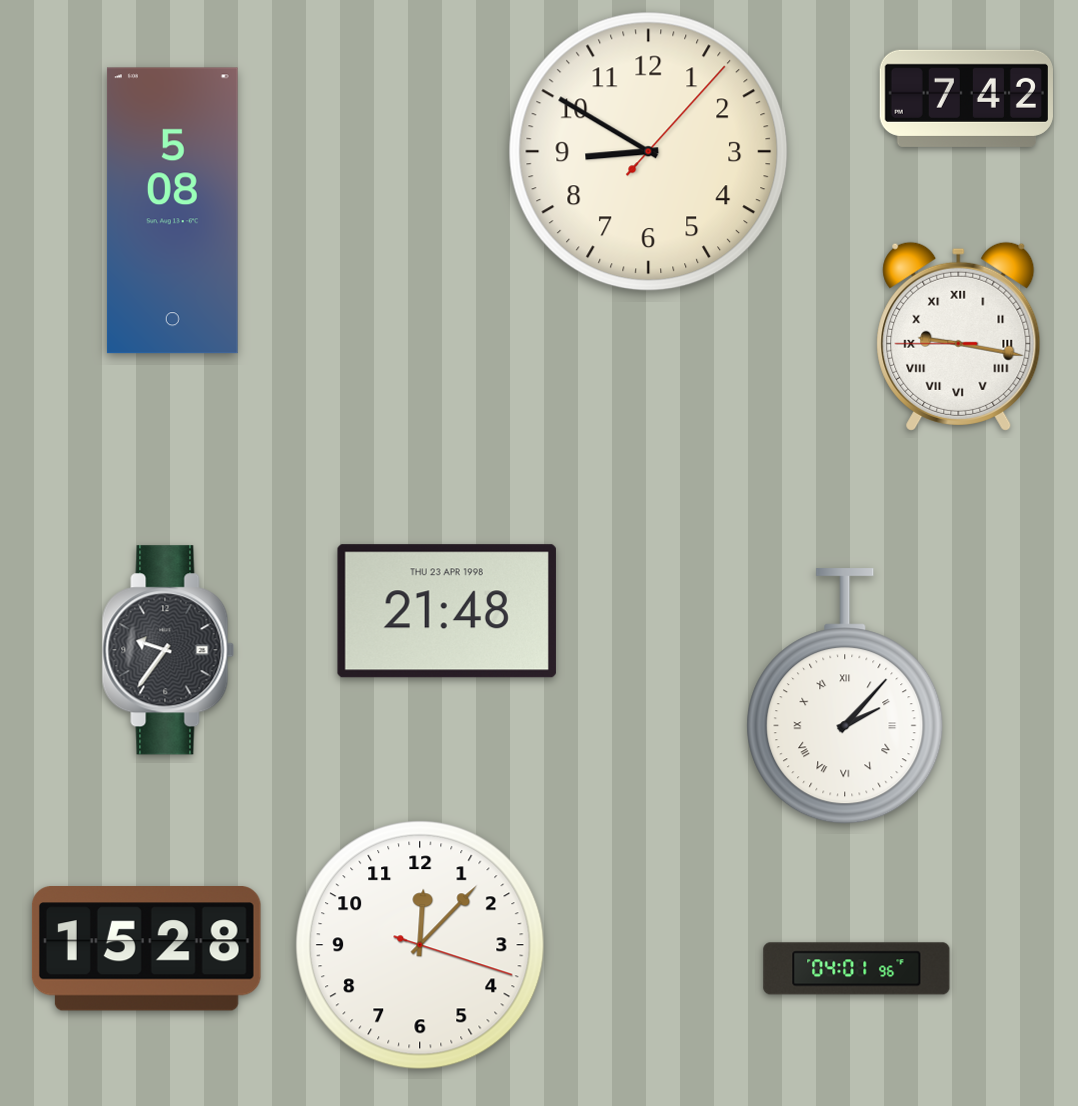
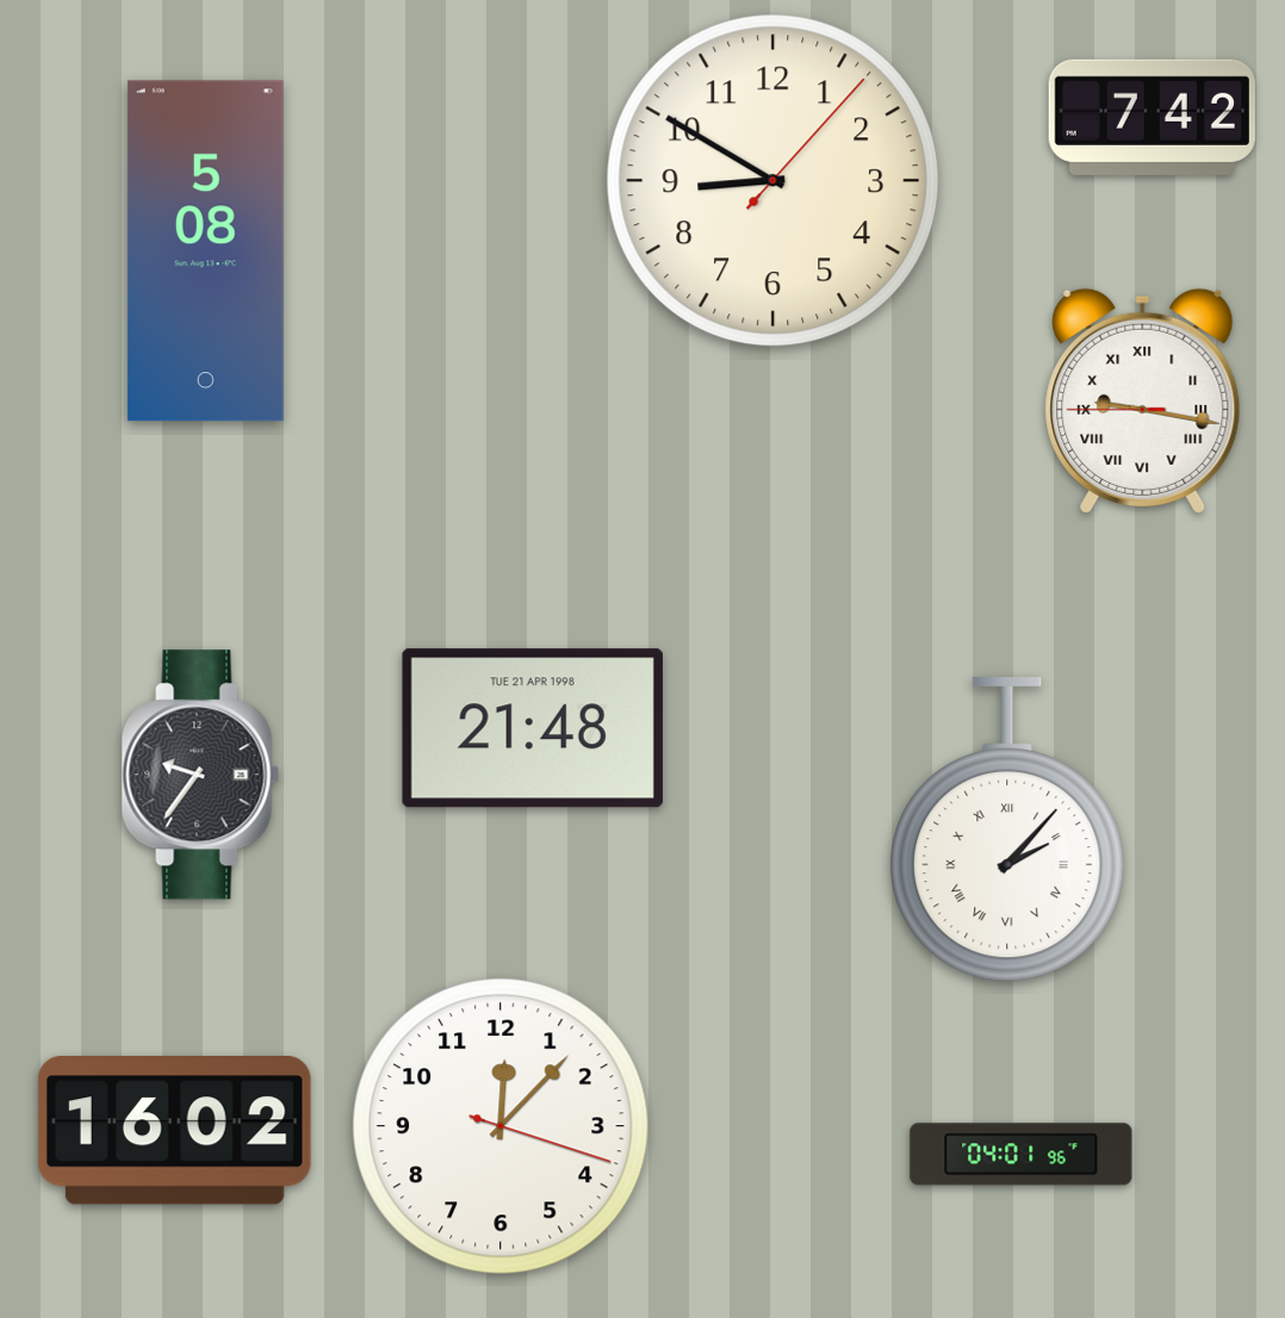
clock at (447, 611) date: THU 23 APR 1998 -> TUE 21 APR 1998
clock at (146, 949): 15:28 -> 16:02
